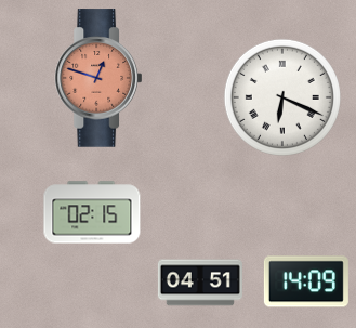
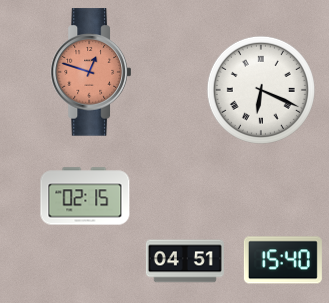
clock at (306, 281): 14:09 -> 15:40
